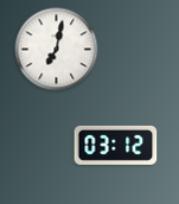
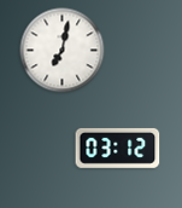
clock at (57, 50) position: (57, 50) -> (63, 51)
